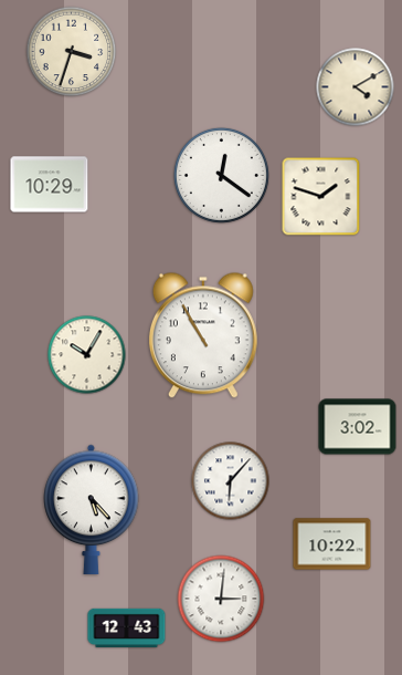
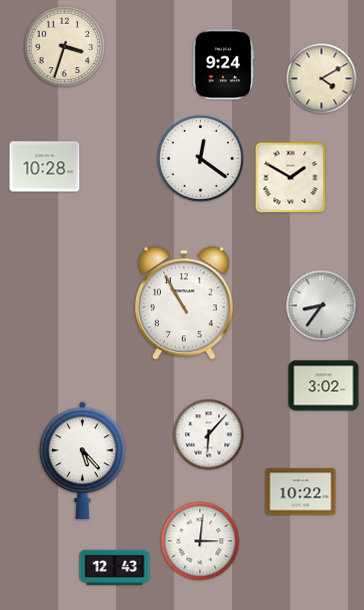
clock at (223, 65): none -> 9:24
clock at (50, 185): 10:29 -> 10:28
clock at (321, 197): 1:48 -> 1:50
clock at (322, 306): none -> 8:36
clock at (87, 355): 10:05 -> none
